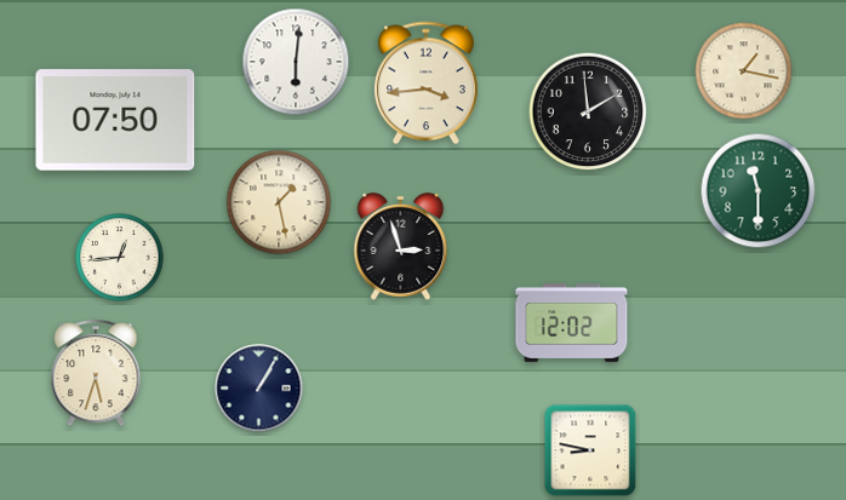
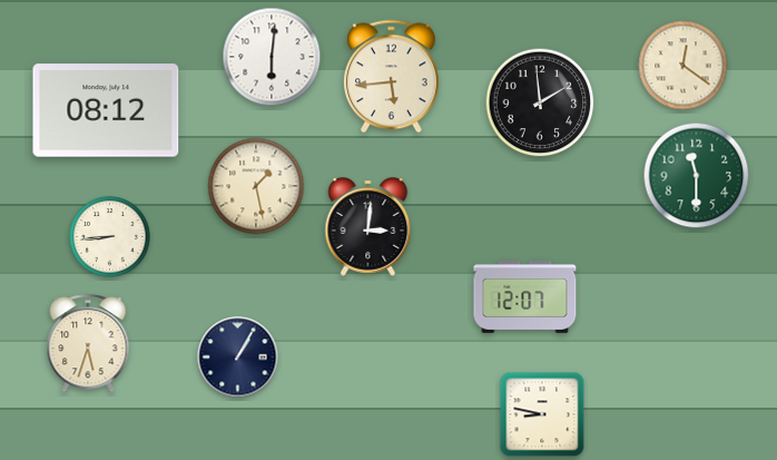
clock at (744, 71): 1:17 -> 12:21
clock at (427, 84): 3:44 -> 5:44
clock at (115, 120): 07:50 -> 08:12
clock at (401, 247): 2:57 -> 3:01
clock at (120, 258): 12:44 -> 8:44
clock at (572, 323): 12:02 -> 12:07
